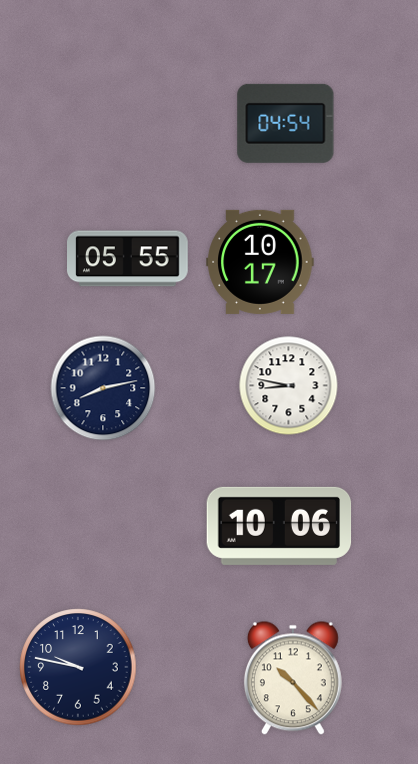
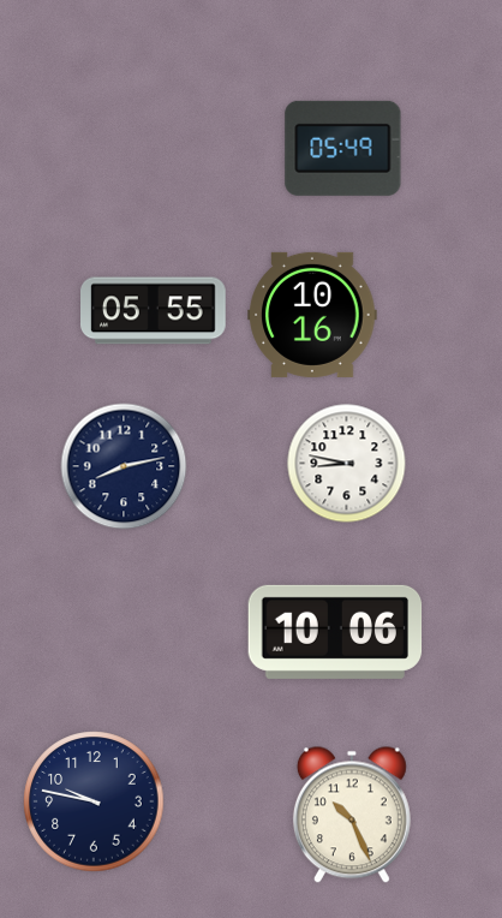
clock at (286, 123): 04:54 -> 05:49
clock at (260, 262): 10:17 -> 10:16
clock at (293, 678): 10:23 -> 10:26
